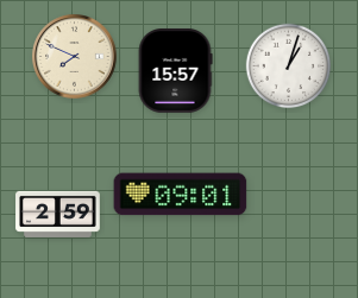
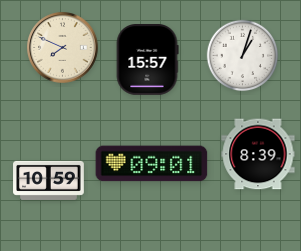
clock at (258, 154): none -> 8:39
clock at (58, 214): 2:59 -> 10:59
